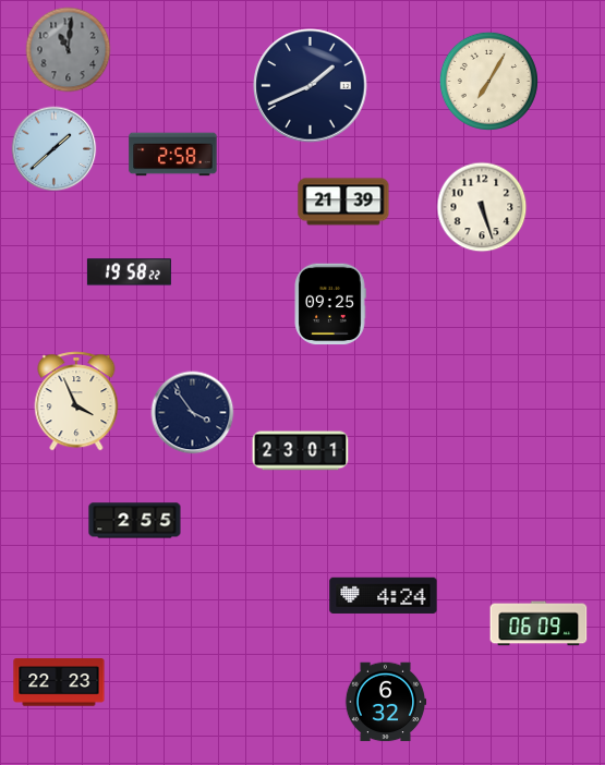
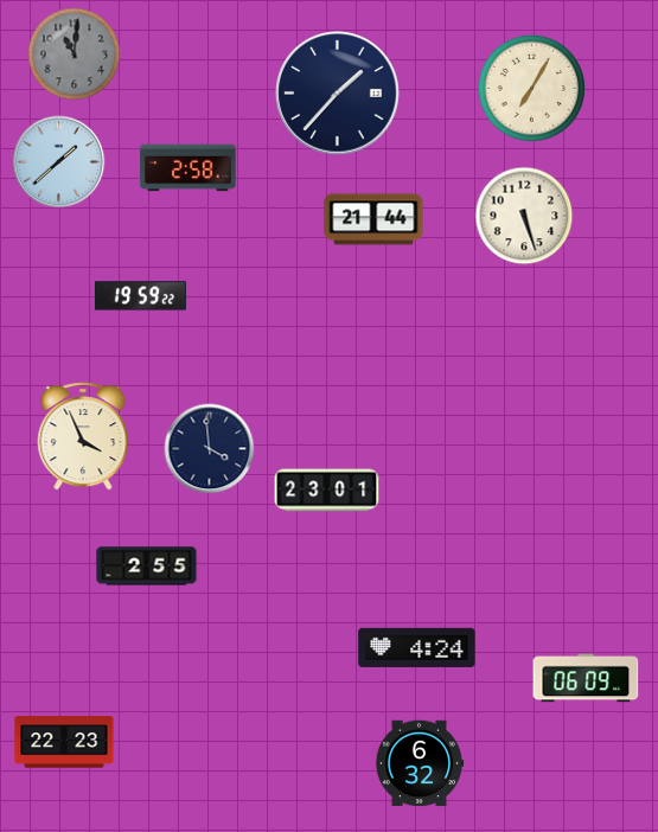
clock at (311, 86): 1:41 -> 1:37
clock at (343, 202): 21:39 -> 21:44
clock at (482, 207) position: (482, 207) -> (524, 216)
clock at (129, 272): 19:58 -> 19:59
clock at (330, 304): 09:25 -> none
clock at (193, 413): 3:54 -> 3:59
